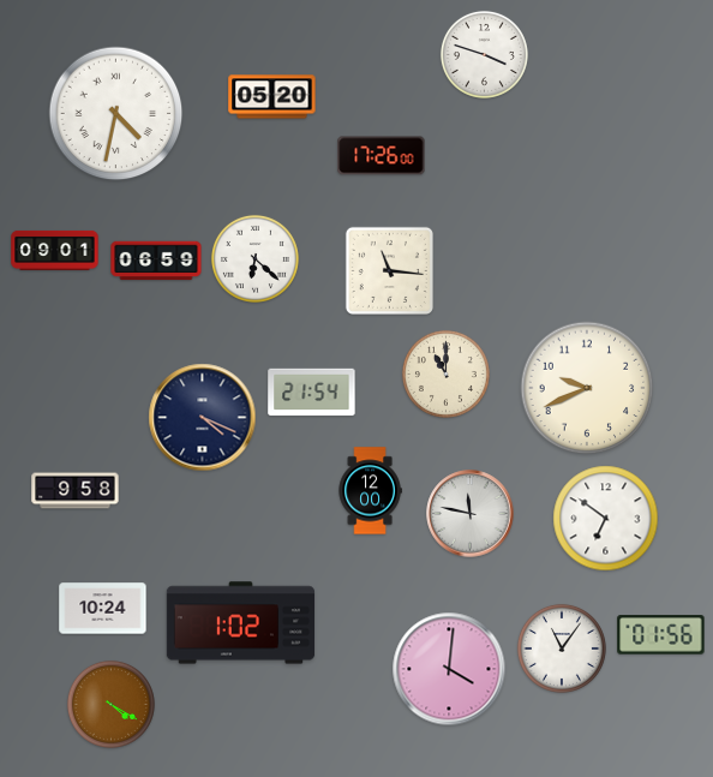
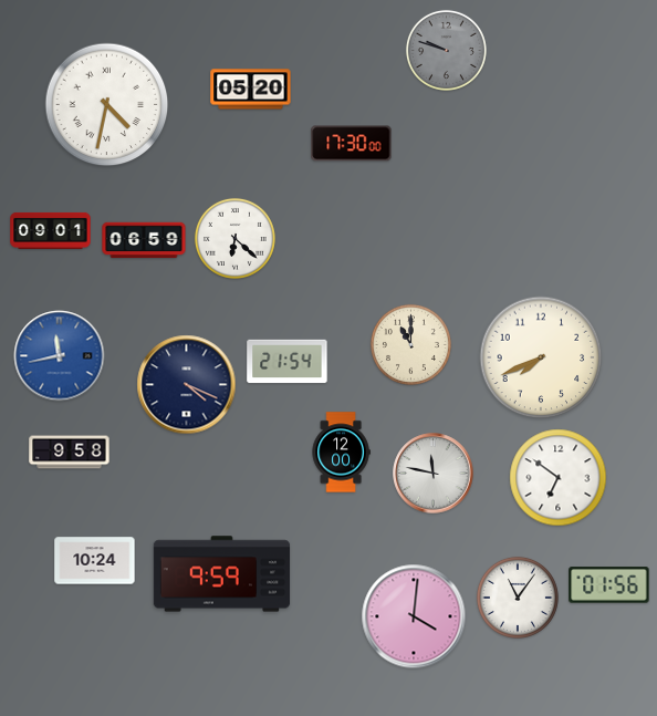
clock at (484, 54): 3:48 -> 9:48
clock at (484, 54) dial: white -> grey
clock at (382, 156): 17:26 -> 17:30
clock at (389, 270): 11:16 -> none
clock at (60, 356): none -> 11:43
clock at (587, 388): 9:41 -> 7:41
clock at (241, 623): 1:02 -> 9:59
clock at (110, 704): 4:20 -> none
